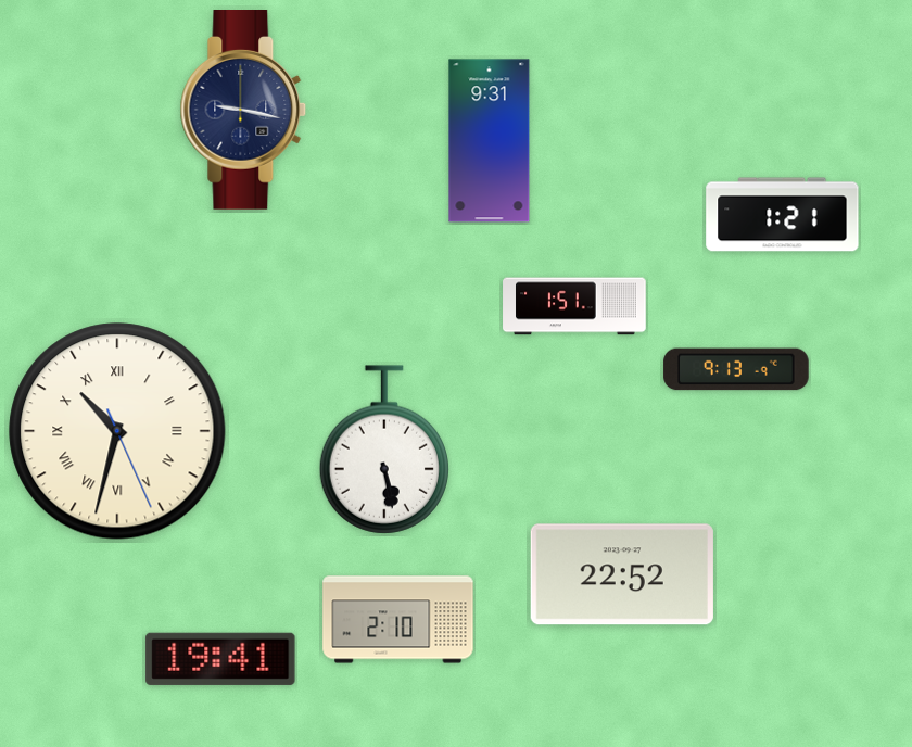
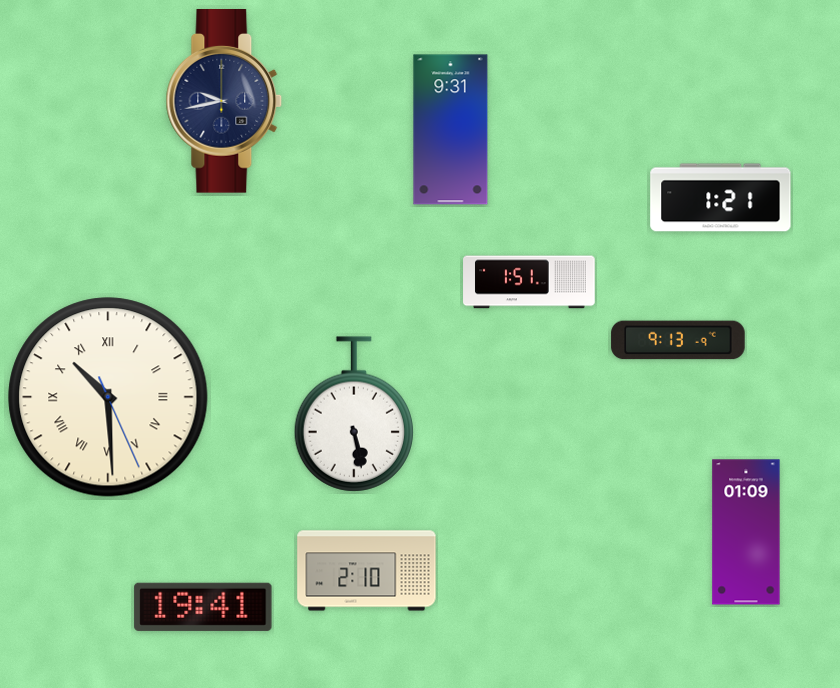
clock at (243, 110): 9:17 -> 9:43
clock at (117, 431): 10:32 -> 10:29
clock at (622, 574): 22:52 -> none
clock at (746, 532): none -> 01:09
